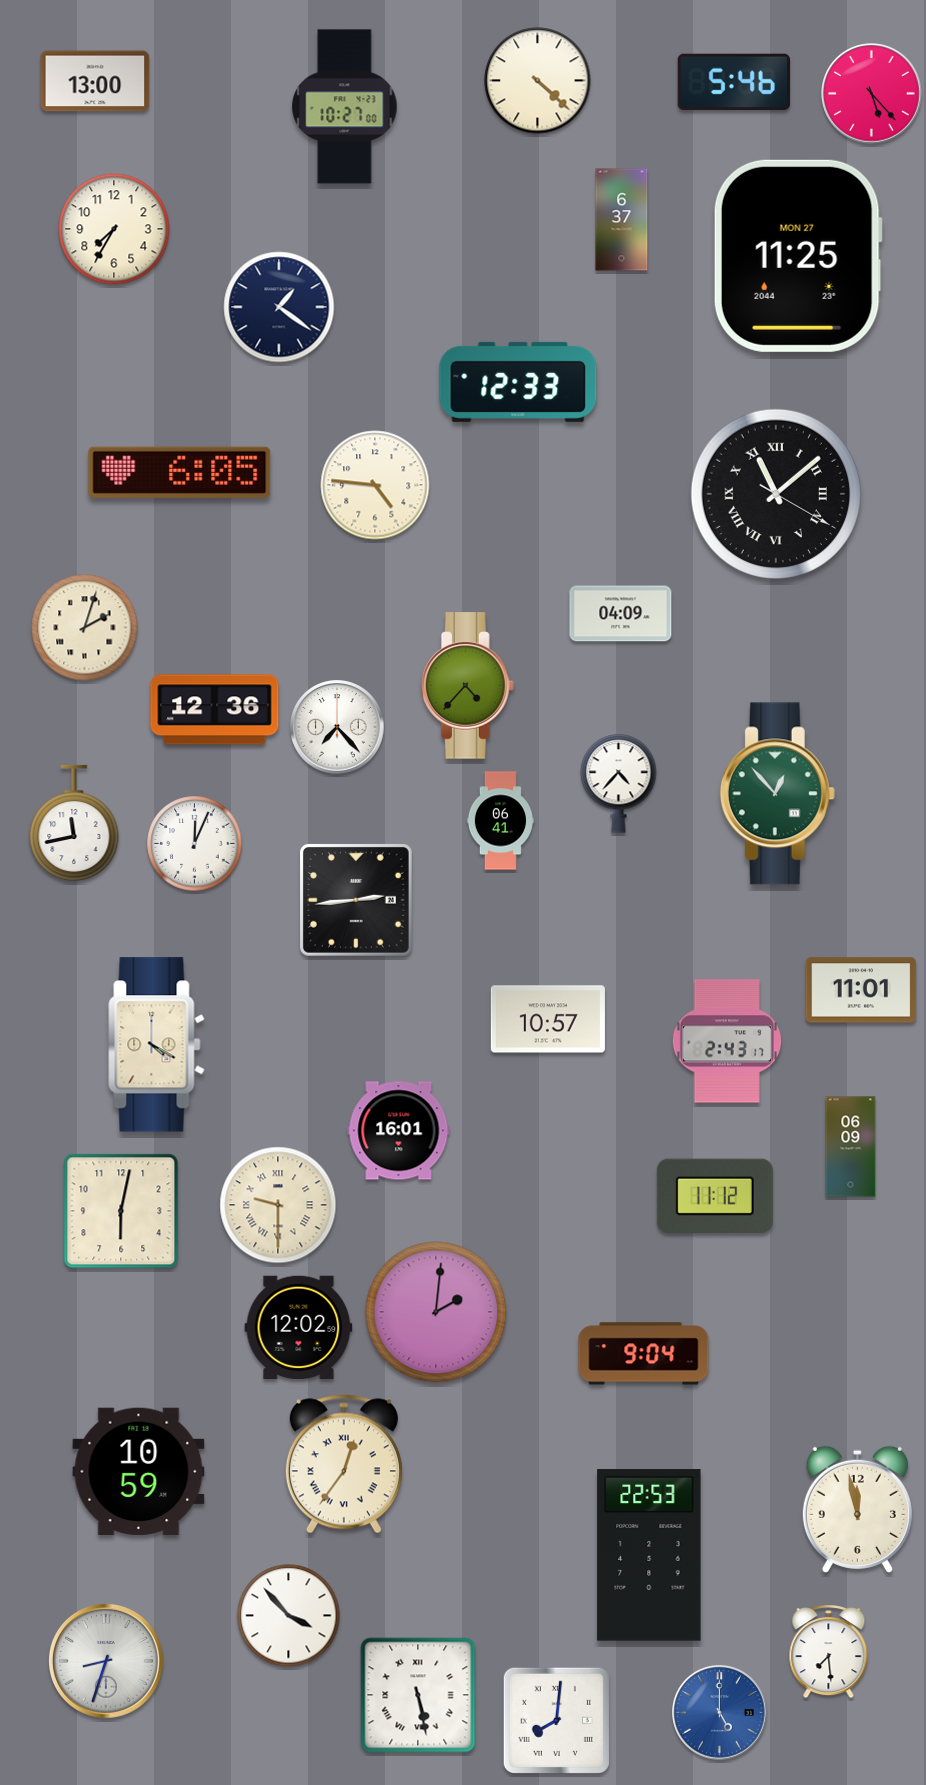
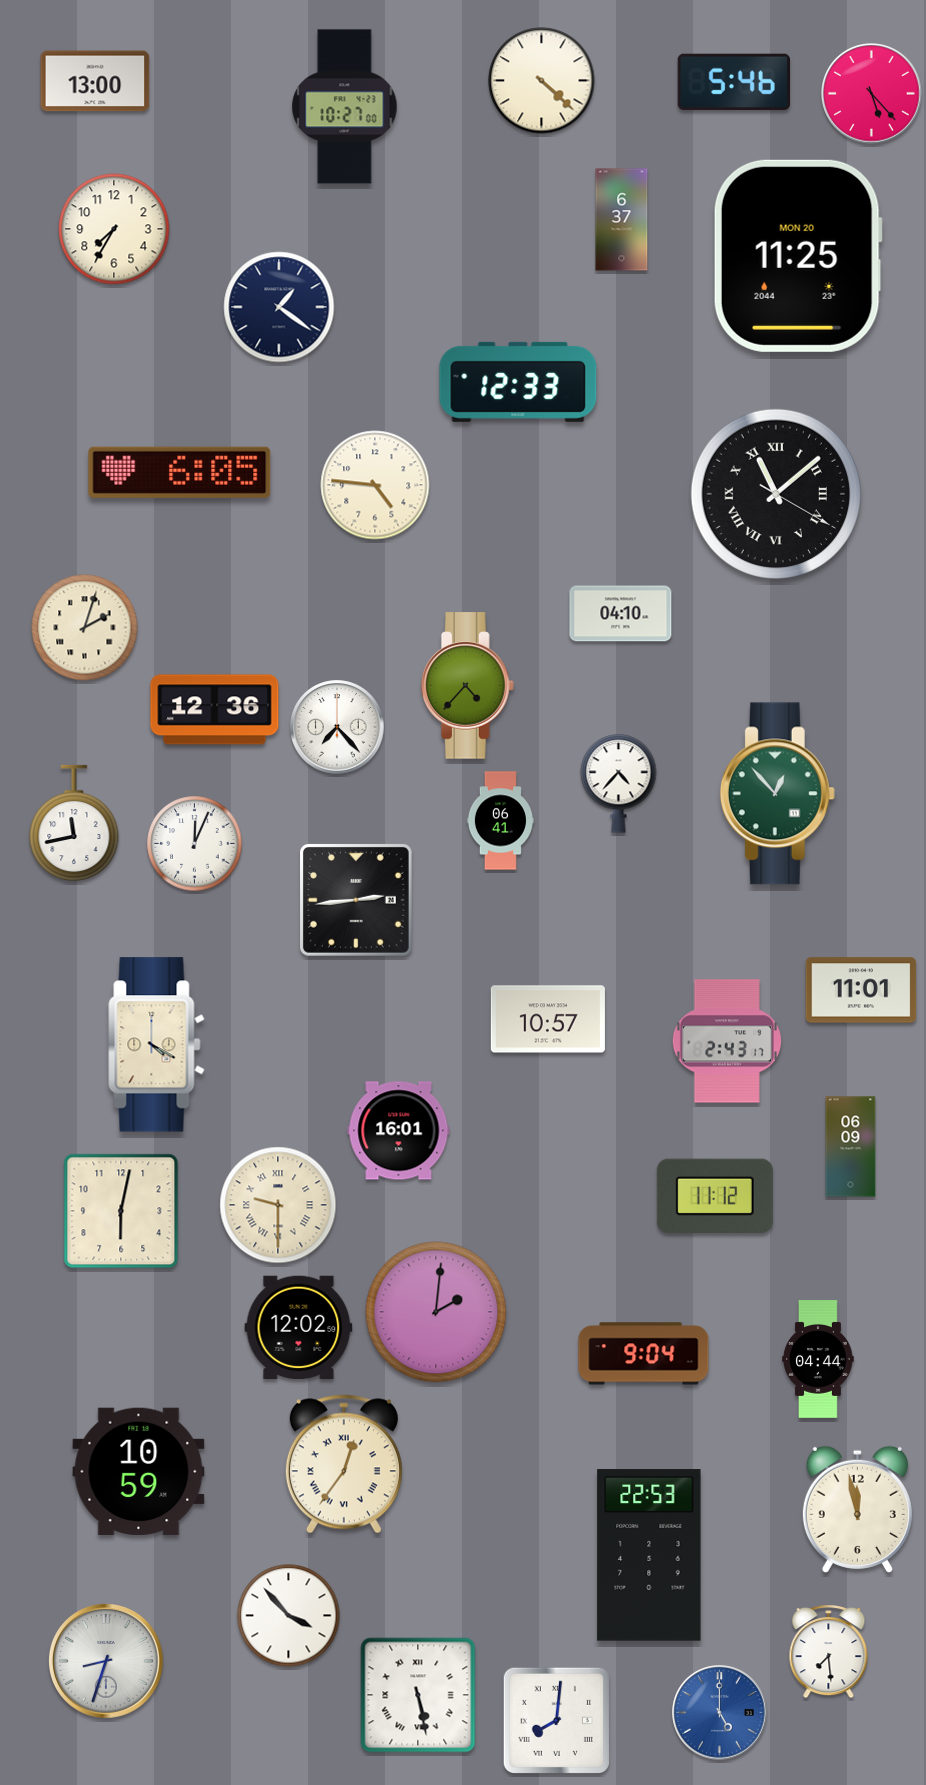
clock at (538, 81) position: (538, 81) -> (542, 81)
clock at (798, 256) date: MON 27 -> MON 20
clock at (621, 614): 04:09 -> 04:10
clock at (818, 1360): none -> 04:44
